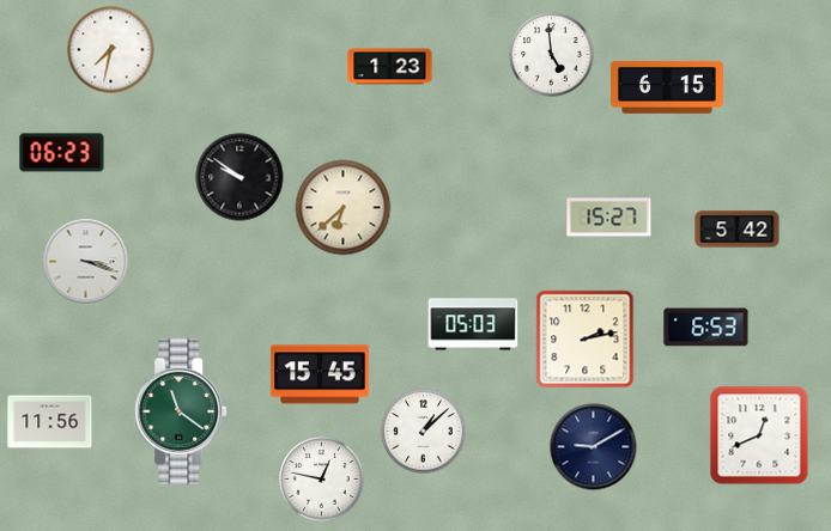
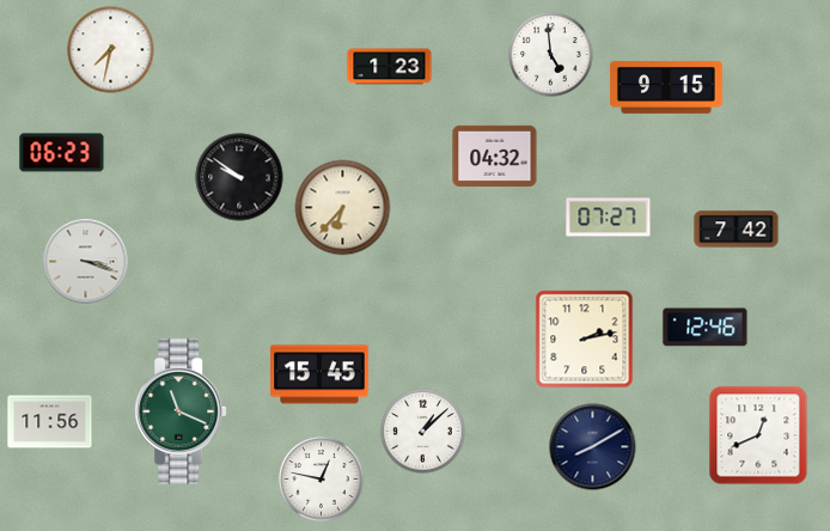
clock at (667, 87): 6:15 -> 9:15
clock at (495, 155): none -> 04:32
clock at (344, 208): 6:38 -> 6:37
clock at (609, 218): 15:27 -> 07:27
clock at (738, 230): 5:42 -> 7:42
clock at (473, 324): 05:03 -> none
clock at (706, 328): 6:53 -> 12:46
clock at (182, 411): 11:21 -> 11:19
clock at (594, 447): 9:10 -> 8:10
